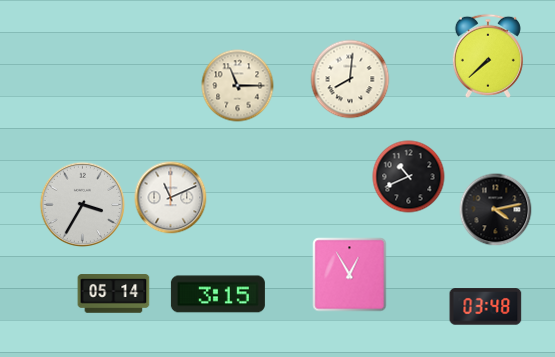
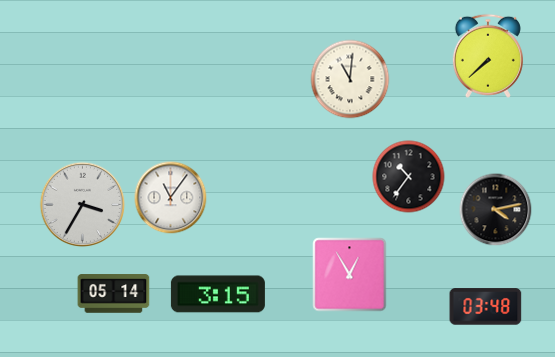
clock at (350, 79): 8:01 -> 11:01
clock at (238, 86): 11:15 -> none
clock at (409, 177): 10:41 -> 10:36
clock at (171, 198): 11:11 -> 11:06
